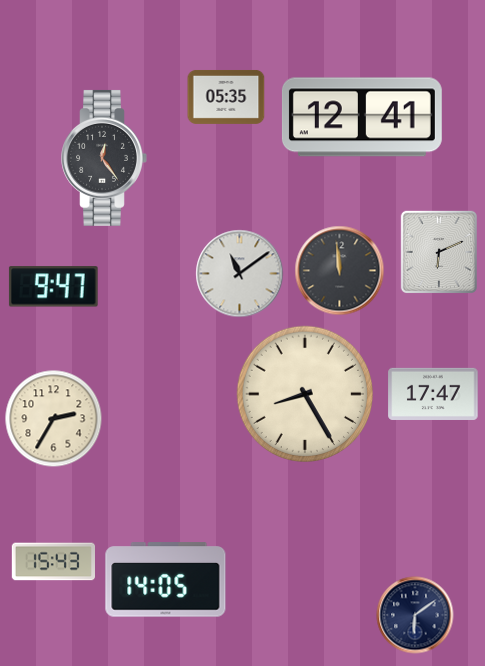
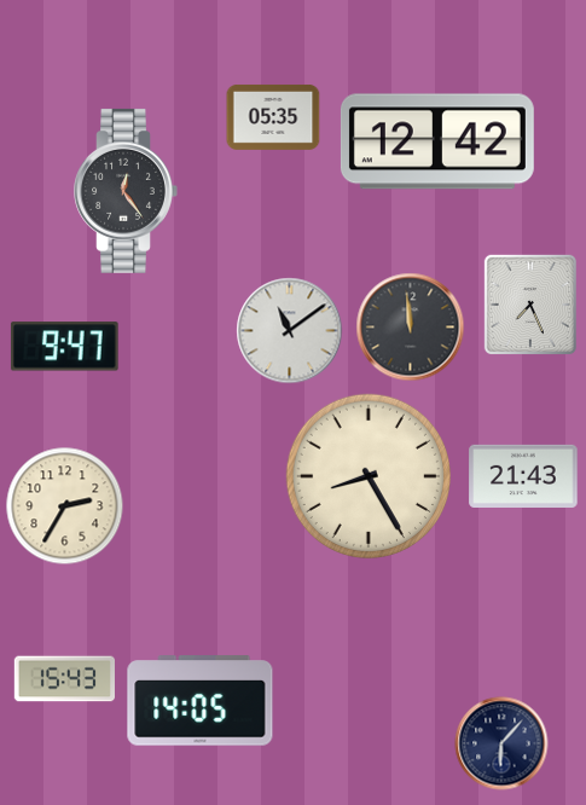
clock at (362, 117): 12:41 -> 12:42
clock at (439, 251): 6:11 -> 7:26
clock at (433, 394): 17:47 -> 21:43
clock at (415, 615): 6:09 -> 6:07
